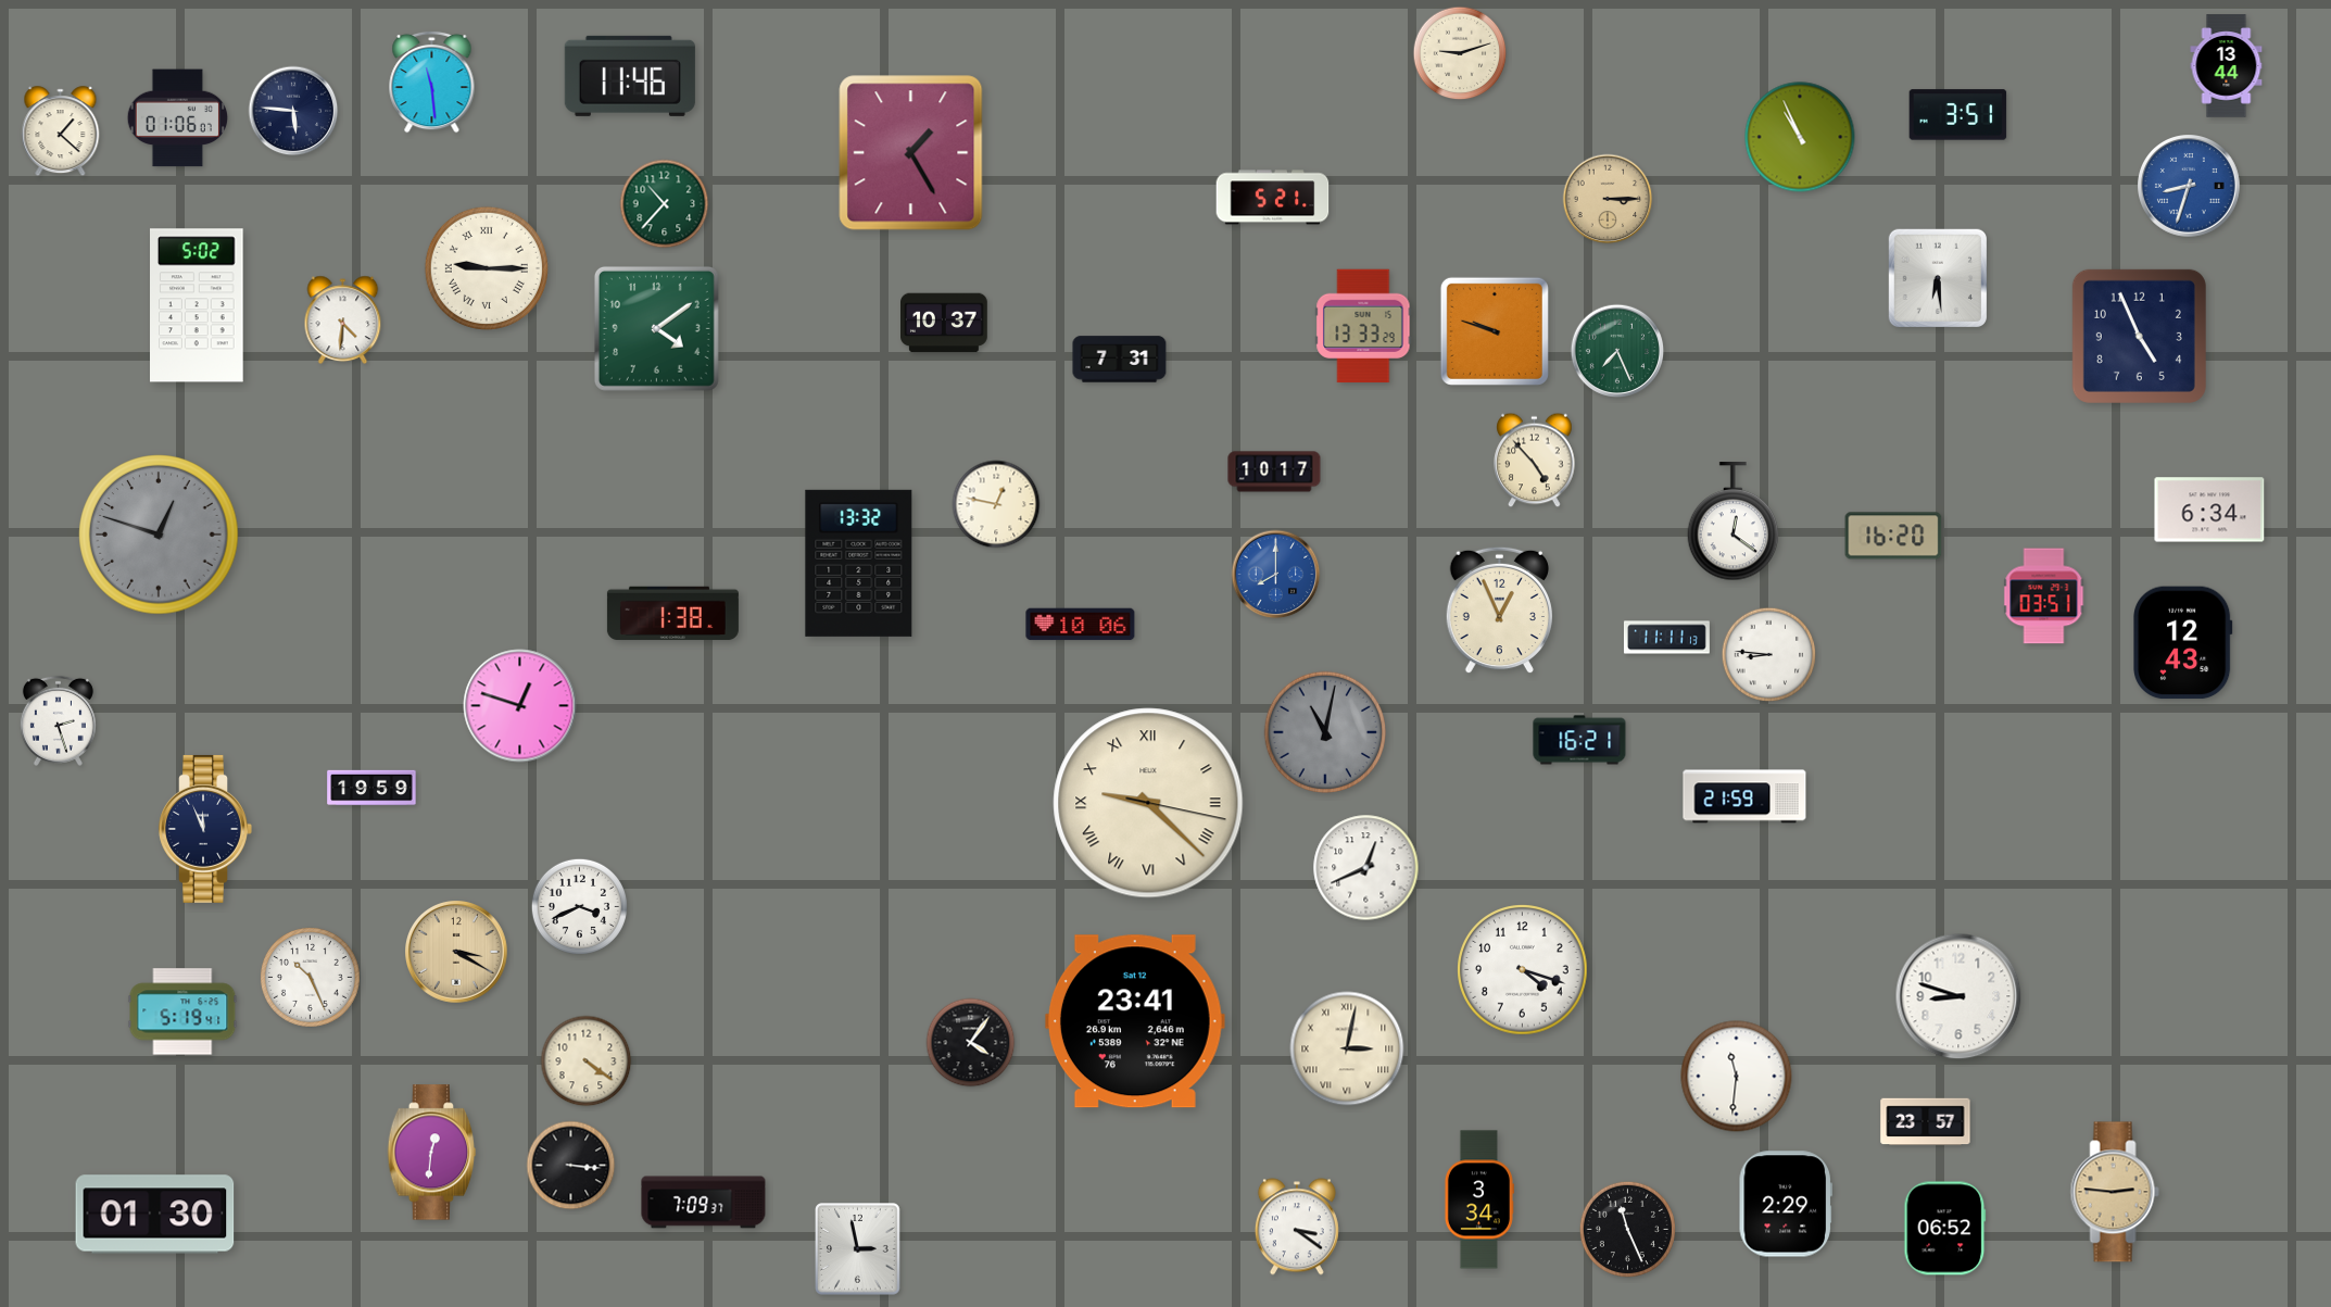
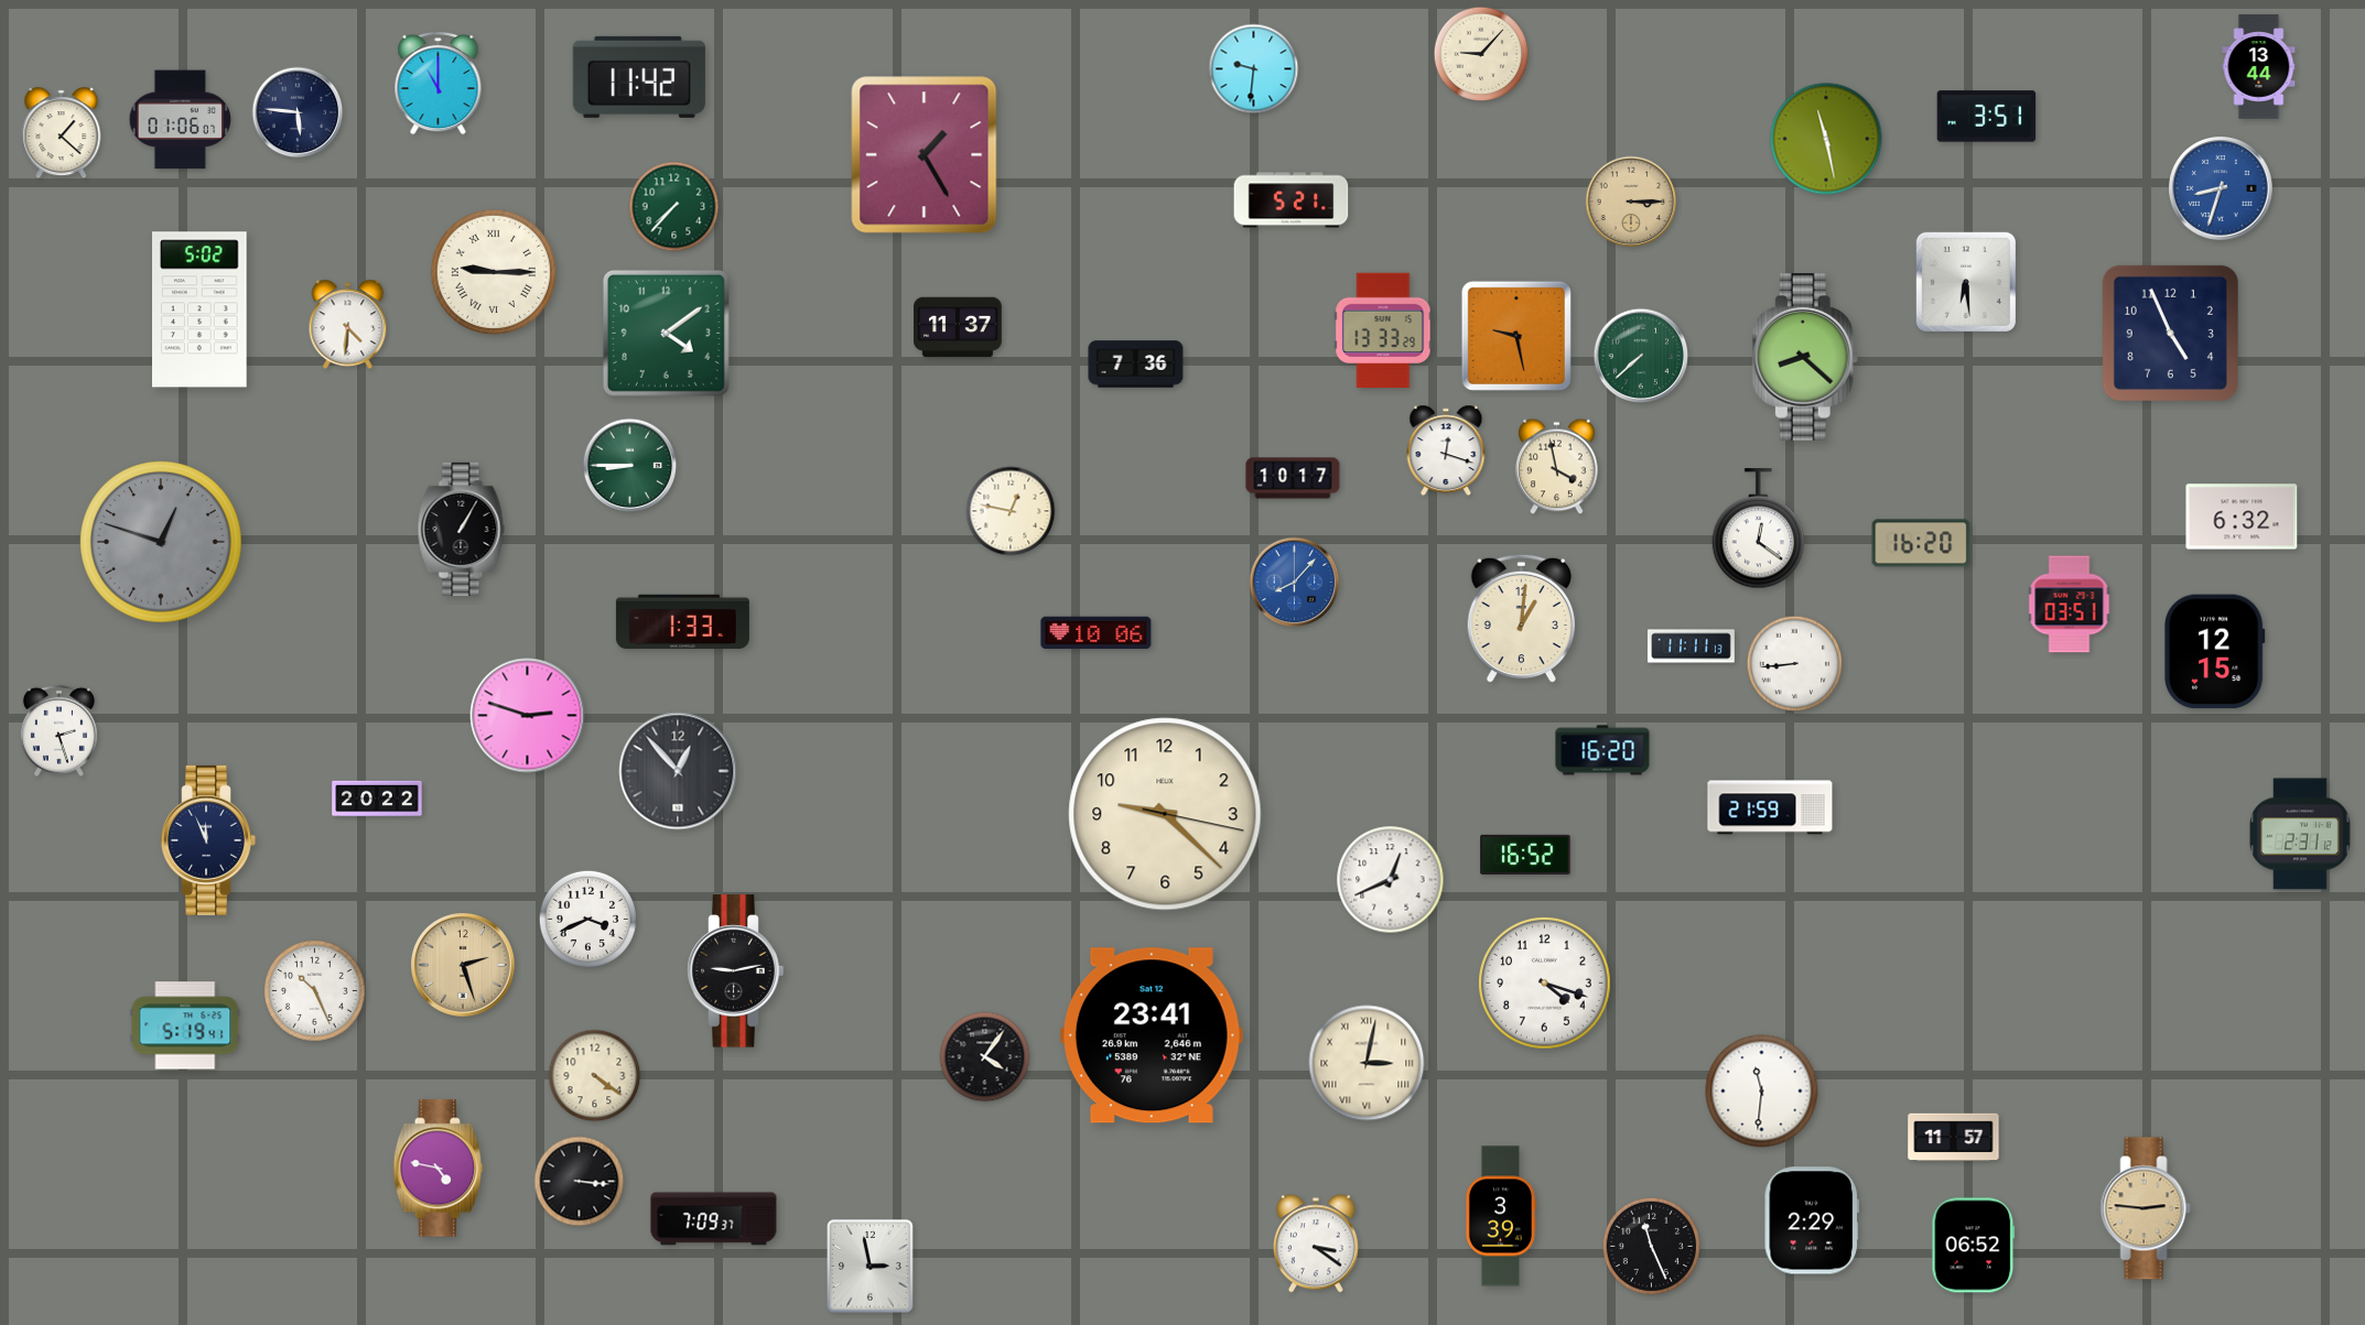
clock at (1460, 53): 9:12 -> 9:07
clock at (1254, 69): none -> 9:31
clock at (630, 76): 11:46 -> 11:42
clock at (432, 81): 11:29 -> 11:00
clock at (1800, 137): 10:56 -> 11:28
clock at (665, 204): 10:37 -> 7:37
clock at (945, 323): 10:37 -> 11:37
clock at (1495, 331): 9:48 -> 9:28
clock at (2139, 336) position: (2139, 336) -> (2170, 333)
clock at (1617, 351): 7:26 -> 7:38
clock at (1805, 357): none -> 8:22
clock at (1120, 360): 7:31 -> 7:36
clock at (1446, 450): none -> 12:18
clock at (630, 466): none -> 8:45
clock at (1535, 461): 4:53 -> 3:58
clock at (2209, 510): 6:34 -> 6:32
clock at (462, 529): none -> 1:05
clock at (859, 563): 13:32 -> none
clock at (1276, 575): 8:00 -> 8:07
clock at (2044, 596) position: (2044, 596) -> (2070, 605)
clock at (1499, 611): 12:56 -> 1:01
clock at (672, 614): 1:38 -> 1:33
clock at (2183, 643): 12:43 -> 12:15
clock at (1769, 655): 8:46 -> 8:44
clock at (520, 706): 12:48 -> 2:48
clock at (1324, 731): 11:02 -> none
clock at (1579, 740): 16:21 -> 16:20
clock at (678, 771): none -> 12:53
clock at (371, 788): 19:59 -> 20:22
clock at (1148, 803) numerals: Roman -> Arabic
clock at (2301, 834): none -> 2:31
clock at (1525, 855): none -> 16:52
clock at (1366, 868) position: (1366, 868) -> (1391, 880)
clock at (456, 952): 3:20 -> 2:27
clock at (736, 971): none -> 9:13
clock at (1958, 996): 8:48 -> none
clock at (1926, 1122): 23:57 -> 11:57
clock at (432, 1153): 12:31 -> 4:47
clock at (1478, 1199): 3:34 -> 3:39
clock at (155, 1215): 01:30 -> none
